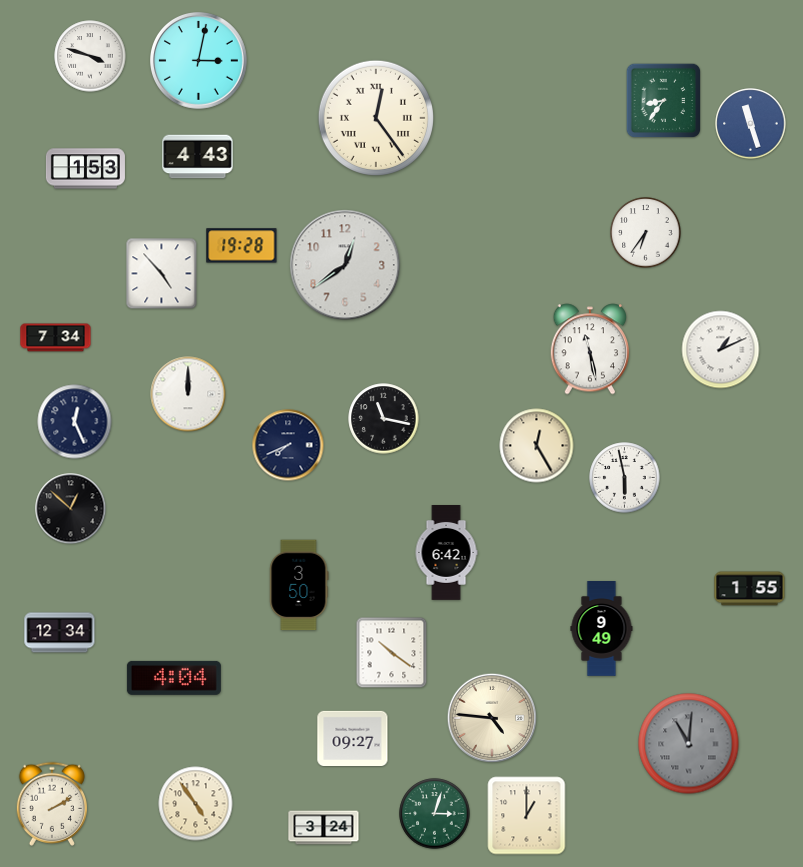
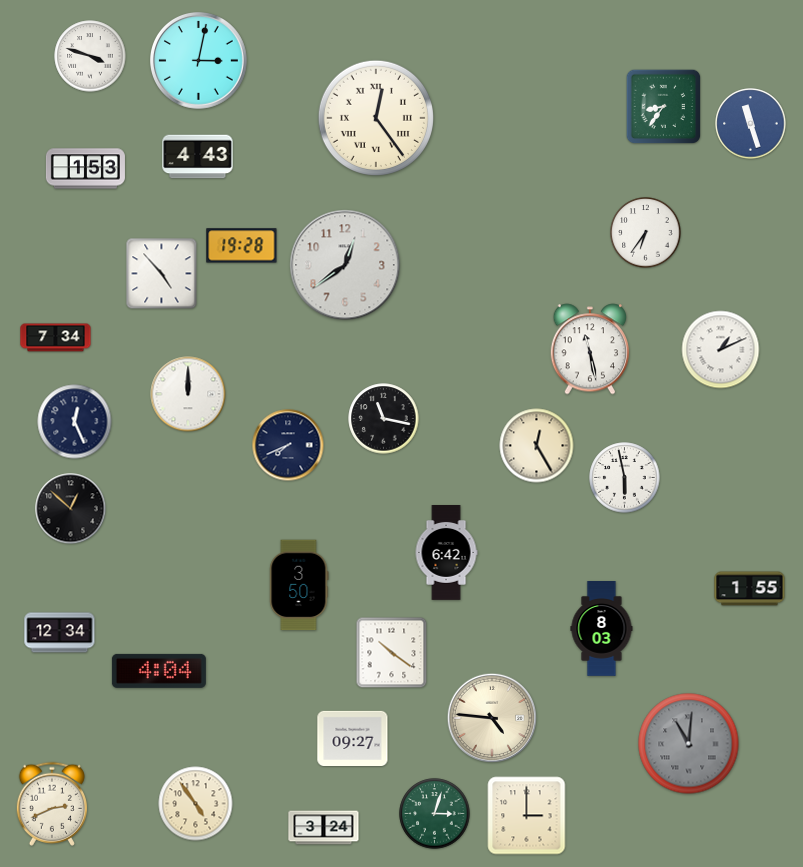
clock at (664, 101) position: (664, 101) -> (664, 107)
clock at (602, 629): 9:49 -> 8:03
clock at (174, 678) position: (174, 678) -> (159, 671)
clock at (52, 804): 2:10 -> 2:41
clock at (527, 816): 1:00 -> 3:00
